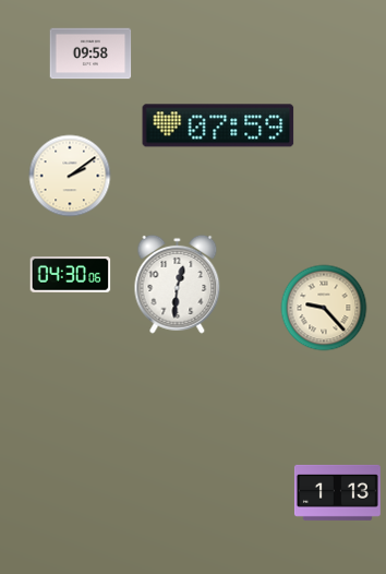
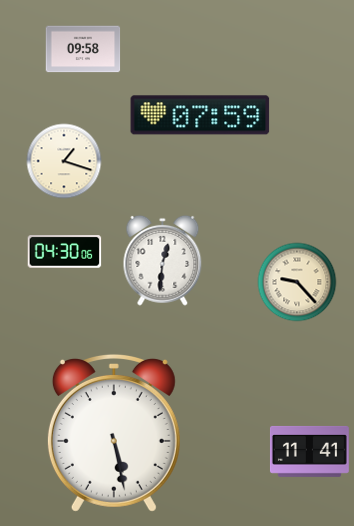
clock at (70, 176): 2:09 -> 1:18
clock at (114, 433): none -> 5:28
clock at (337, 492): 1:13 -> 11:41
